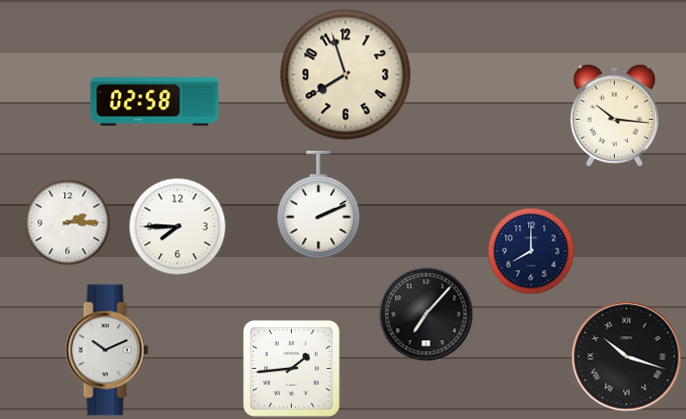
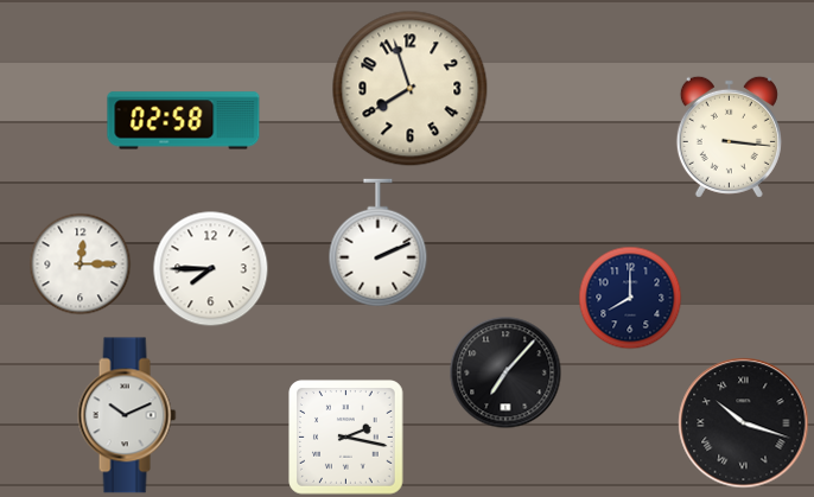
clock at (614, 115): 10:16 -> 3:16
clock at (68, 223): 2:15 -> 12:15
clock at (292, 369): 1:44 -> 2:17
